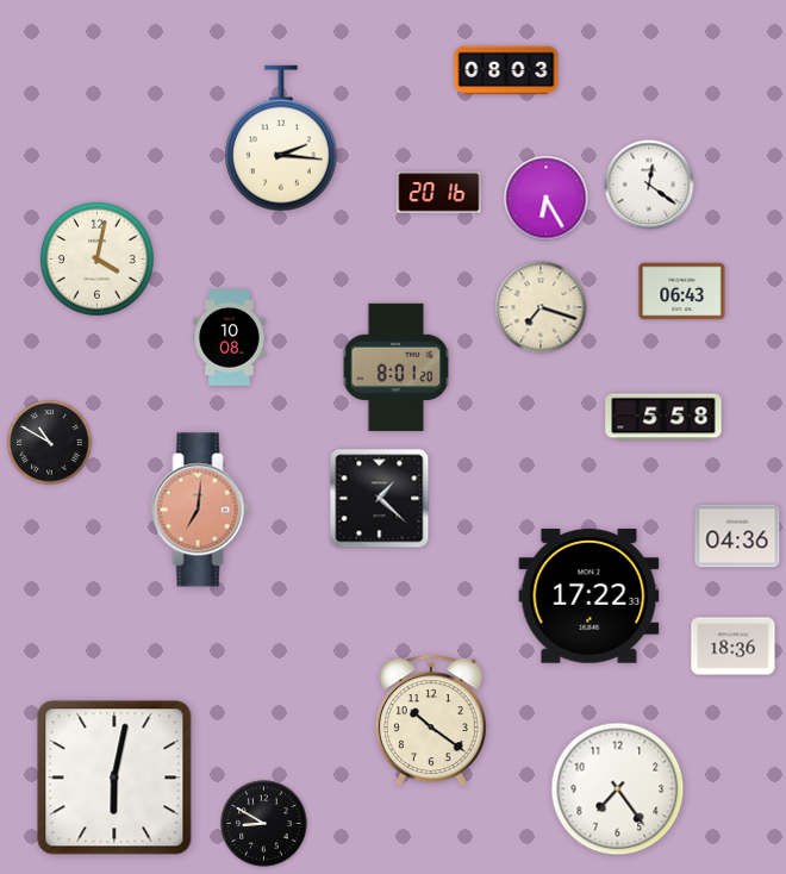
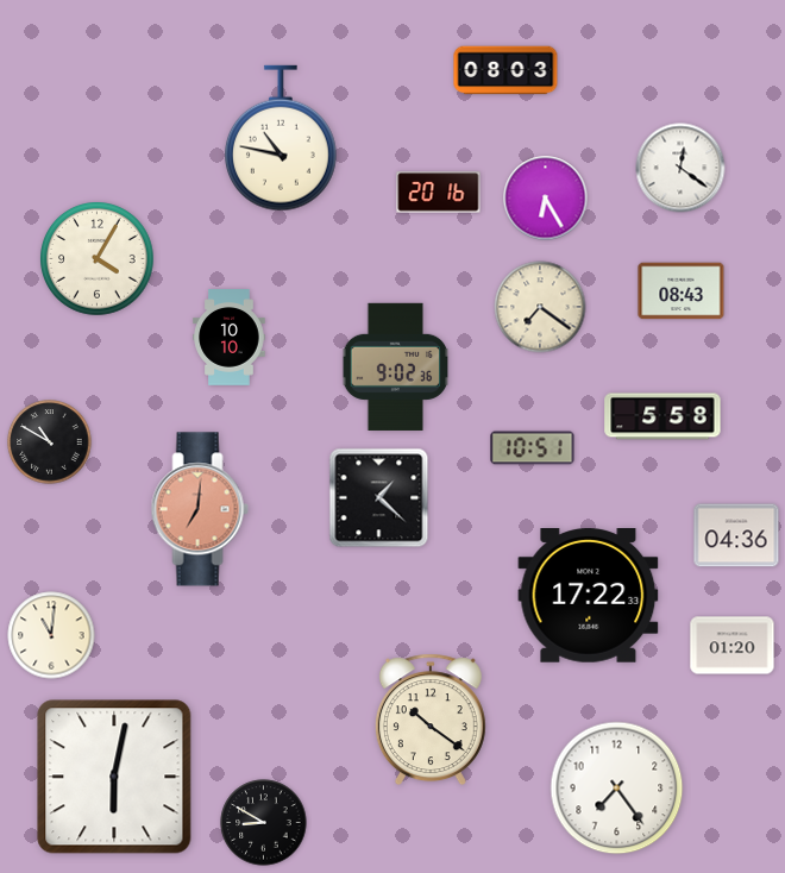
clock at (282, 138): 2:16 -> 10:47
clock at (649, 185) position: (649, 185) -> (680, 168)
clock at (98, 260): 4:02 -> 4:05
clock at (682, 292): 06:43 -> 08:43
clock at (541, 307): 7:18 -> 7:21
clock at (230, 338): 10:08 -> 10:10
clock at (397, 367): 8:01 -> 9:02
clock at (533, 448): none -> 10:51
clock at (51, 635): none -> 11:01
clock at (734, 647): 18:36 -> 01:20
